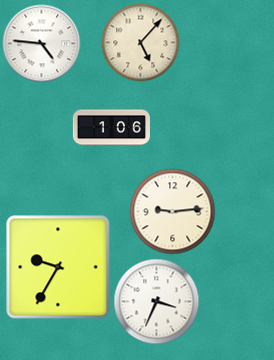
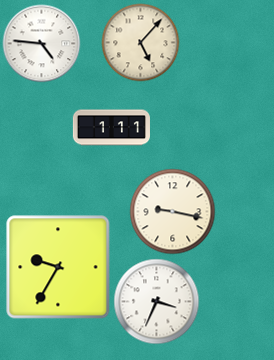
clock at (111, 128): 1:06 -> 1:11
clock at (172, 211): 9:14 -> 9:17
